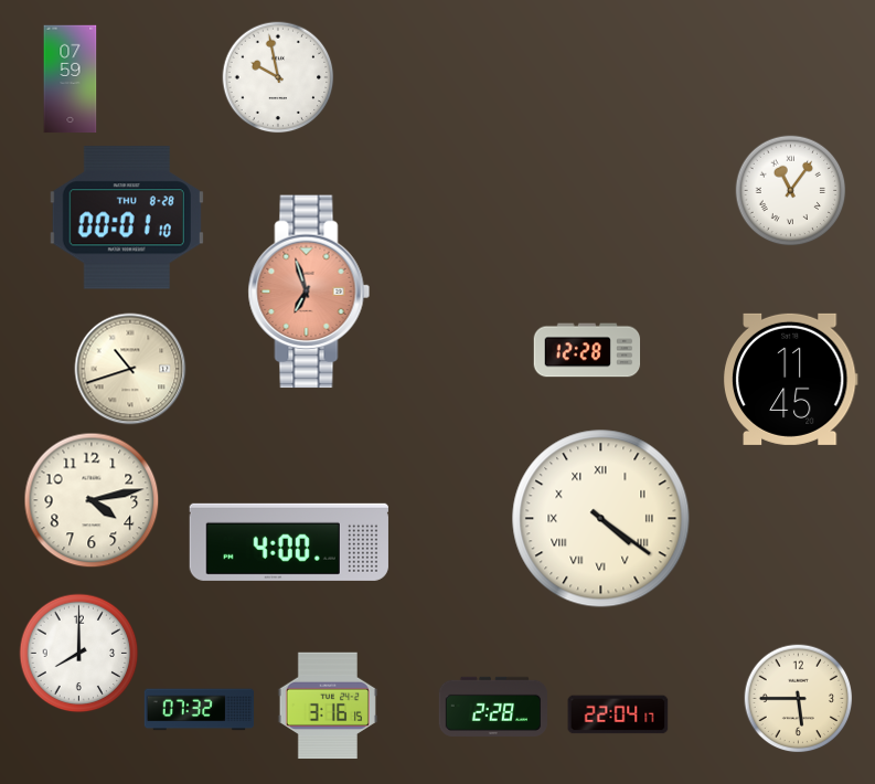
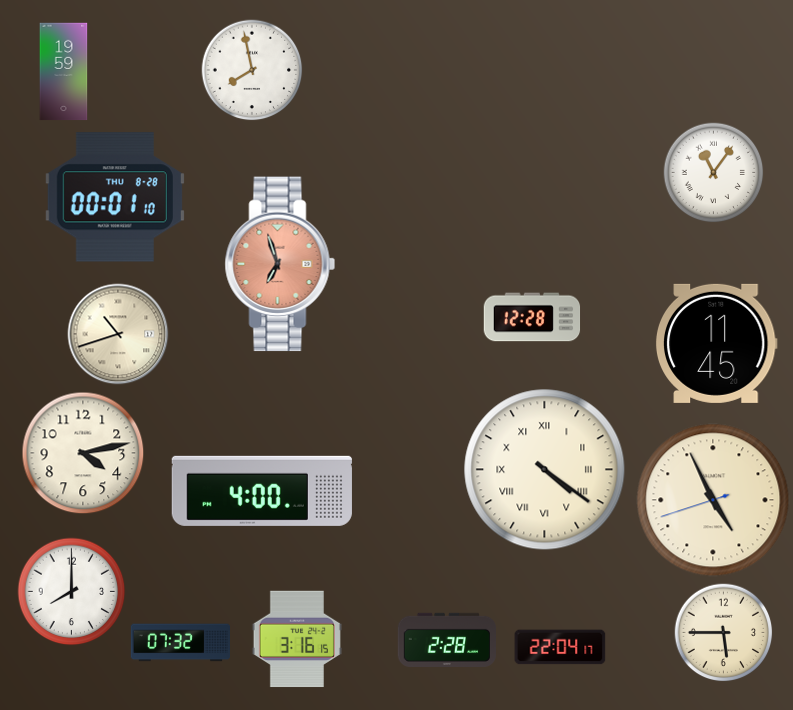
clock at (278, 77): 9:58 -> 7:58
clock at (71, 80): 07:59 -> 19:59
clock at (791, 191) position: (791, 191) -> (714, 173)
clock at (713, 500): none -> 4:55
